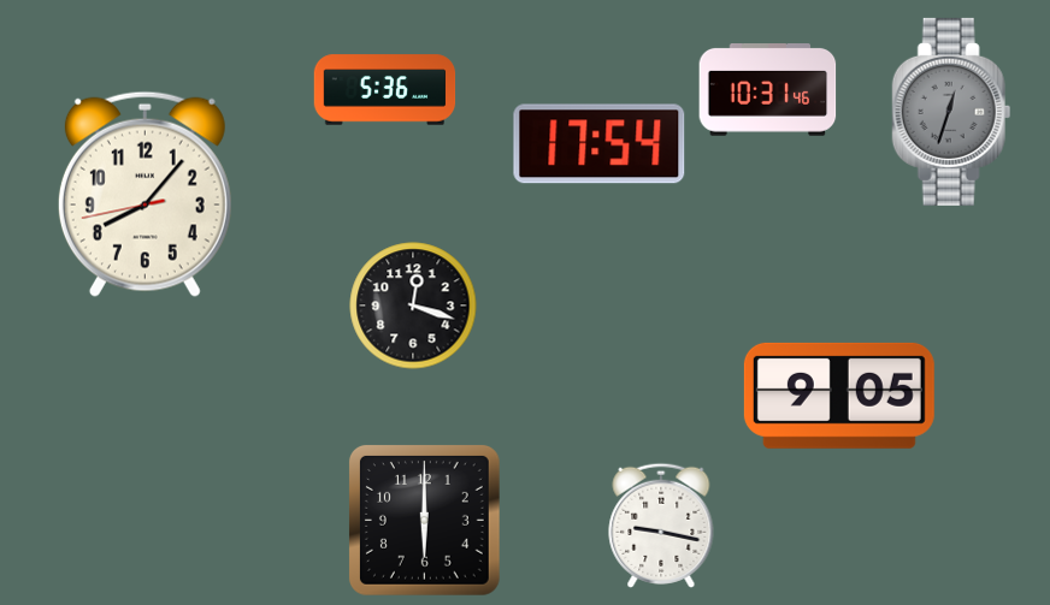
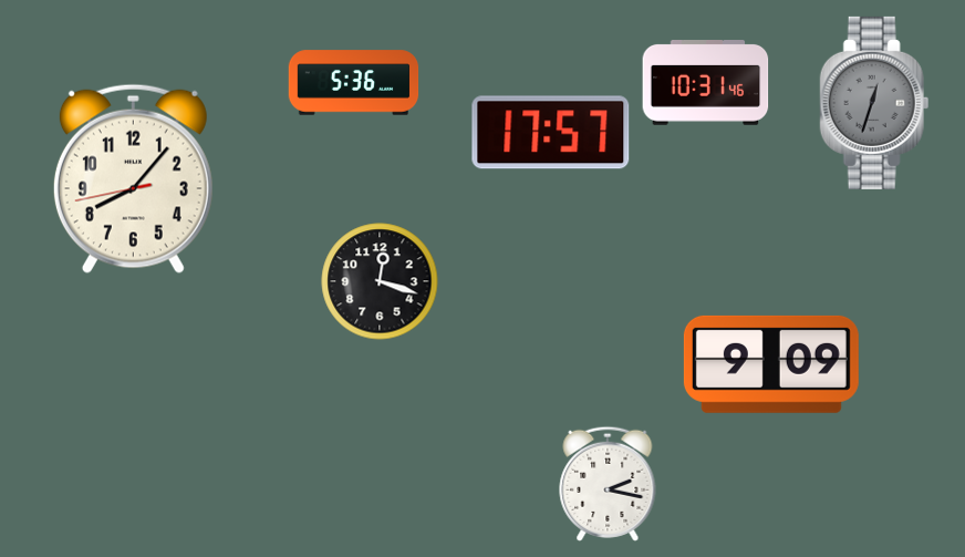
clock at (600, 144): 17:54 -> 17:57
clock at (839, 396): 9:05 -> 9:09
clock at (424, 520): 6:00 -> none
clock at (661, 526): 9:17 -> 2:17
